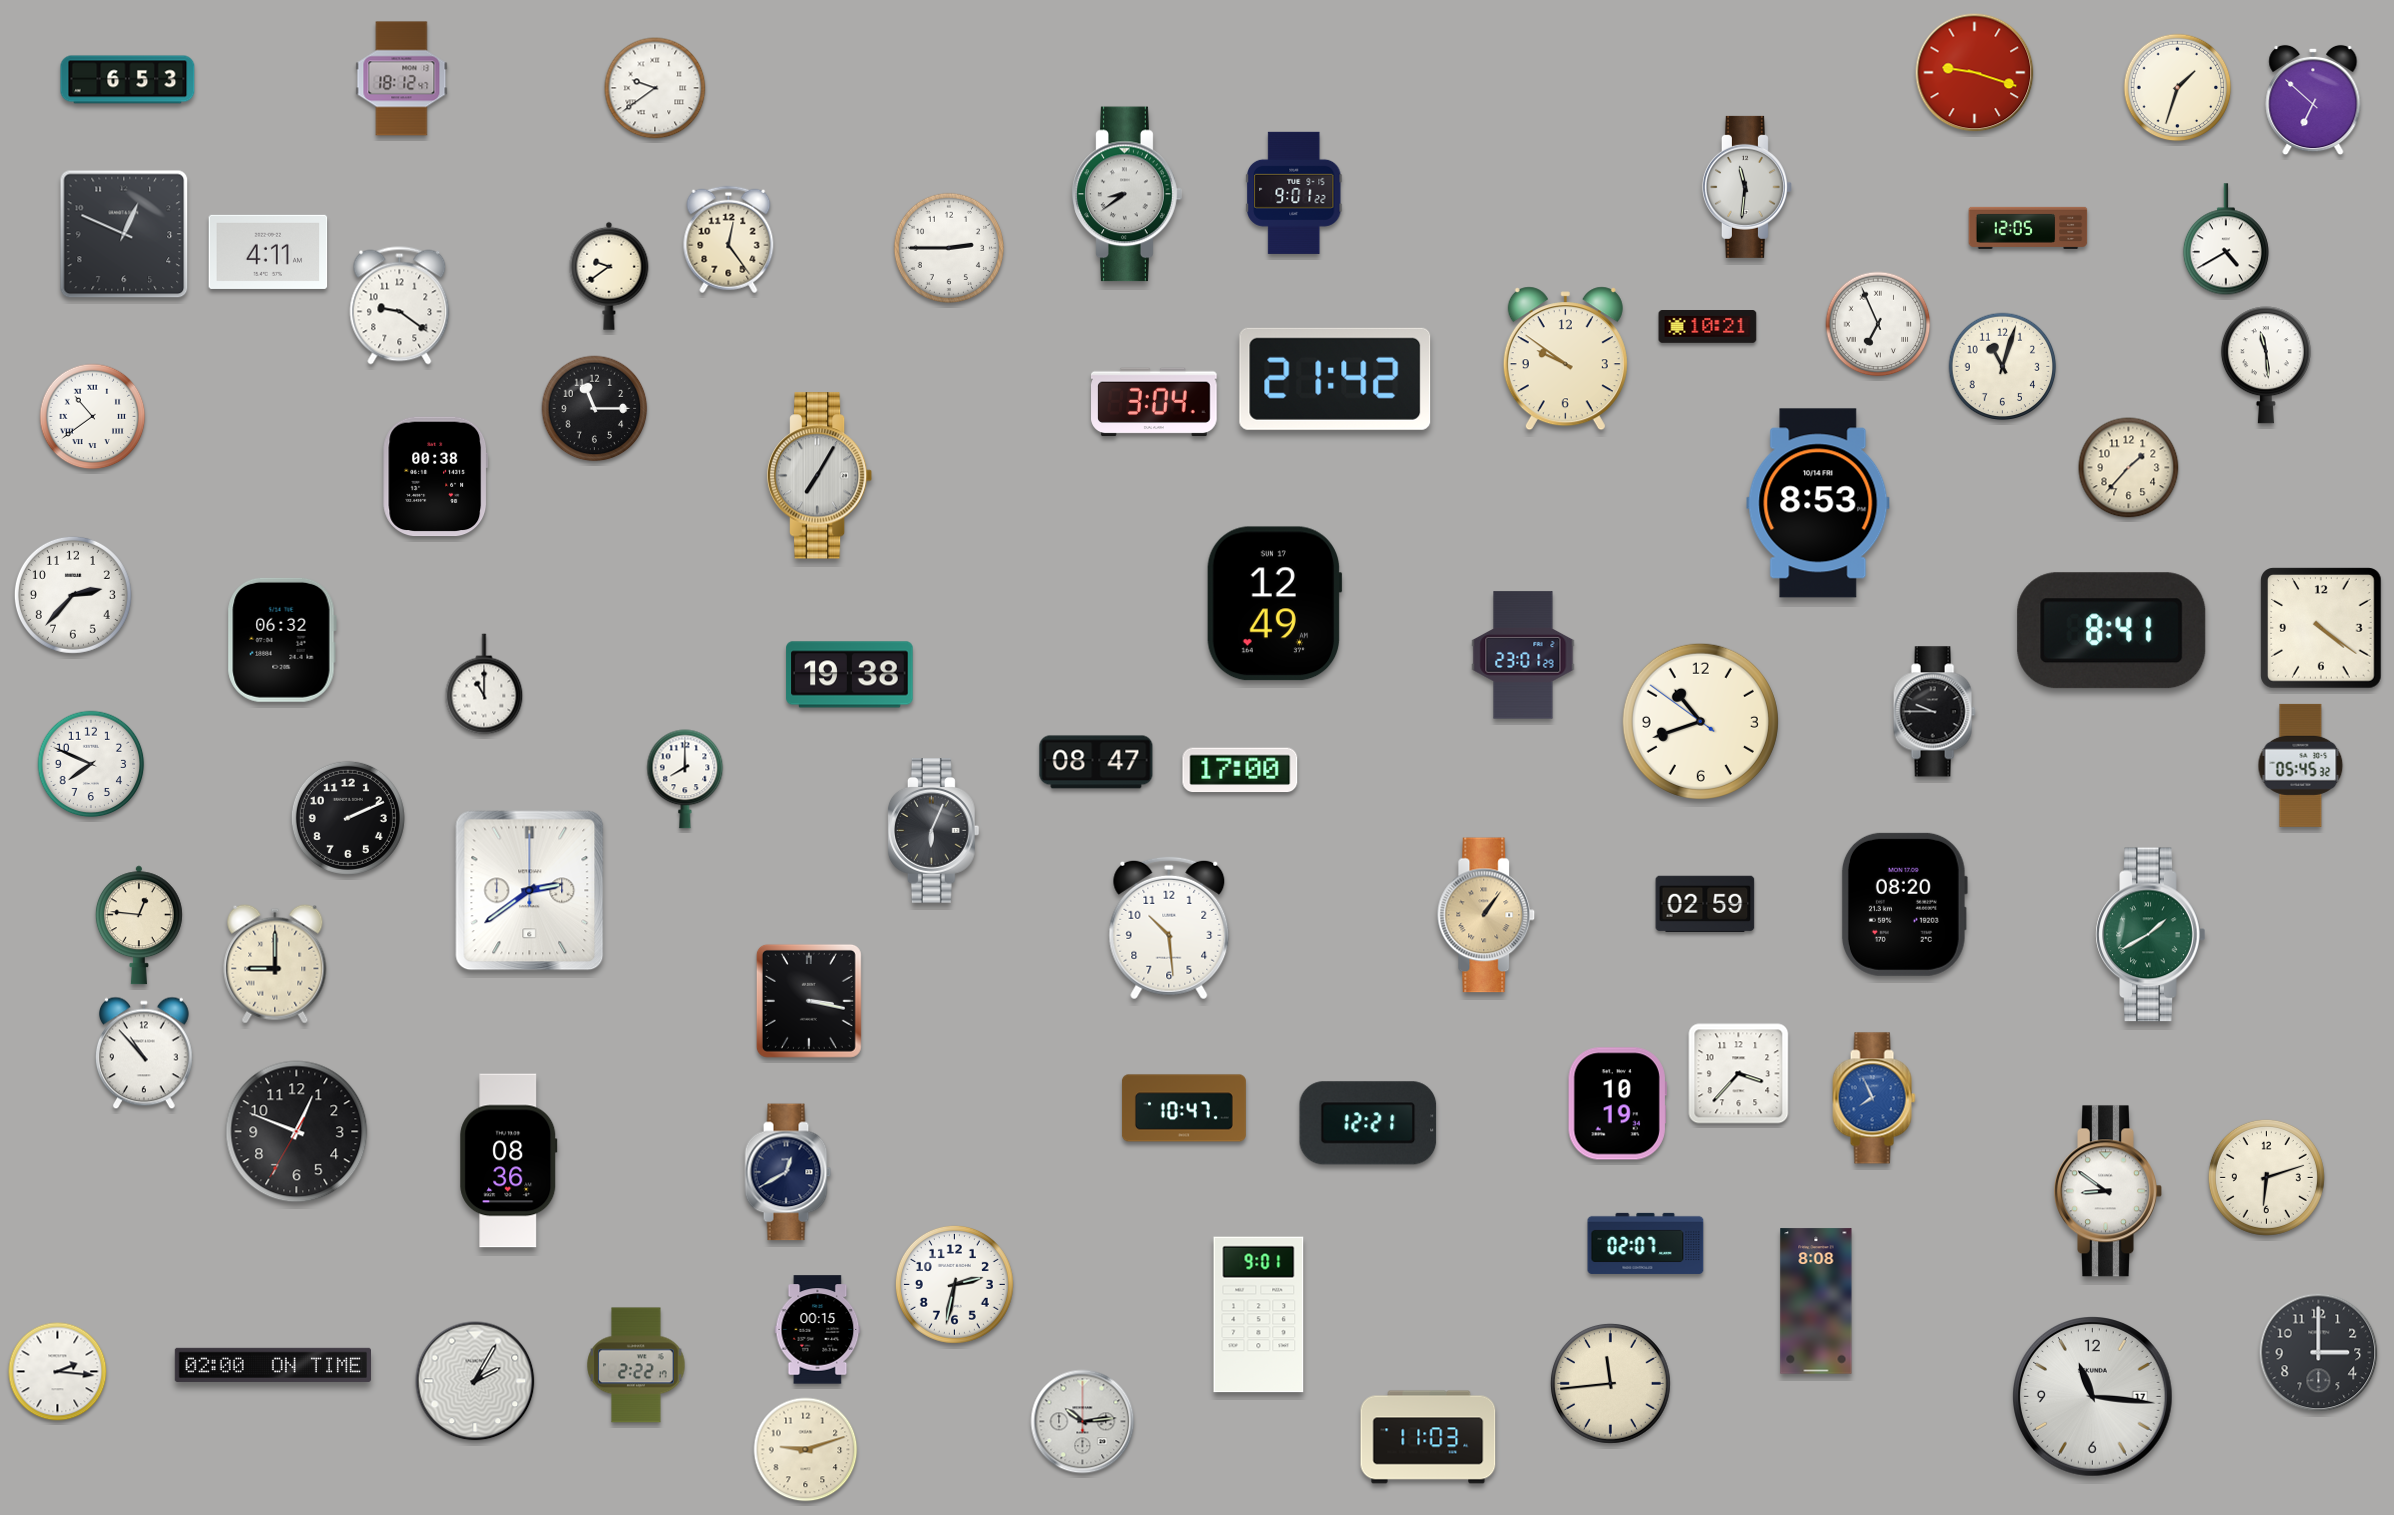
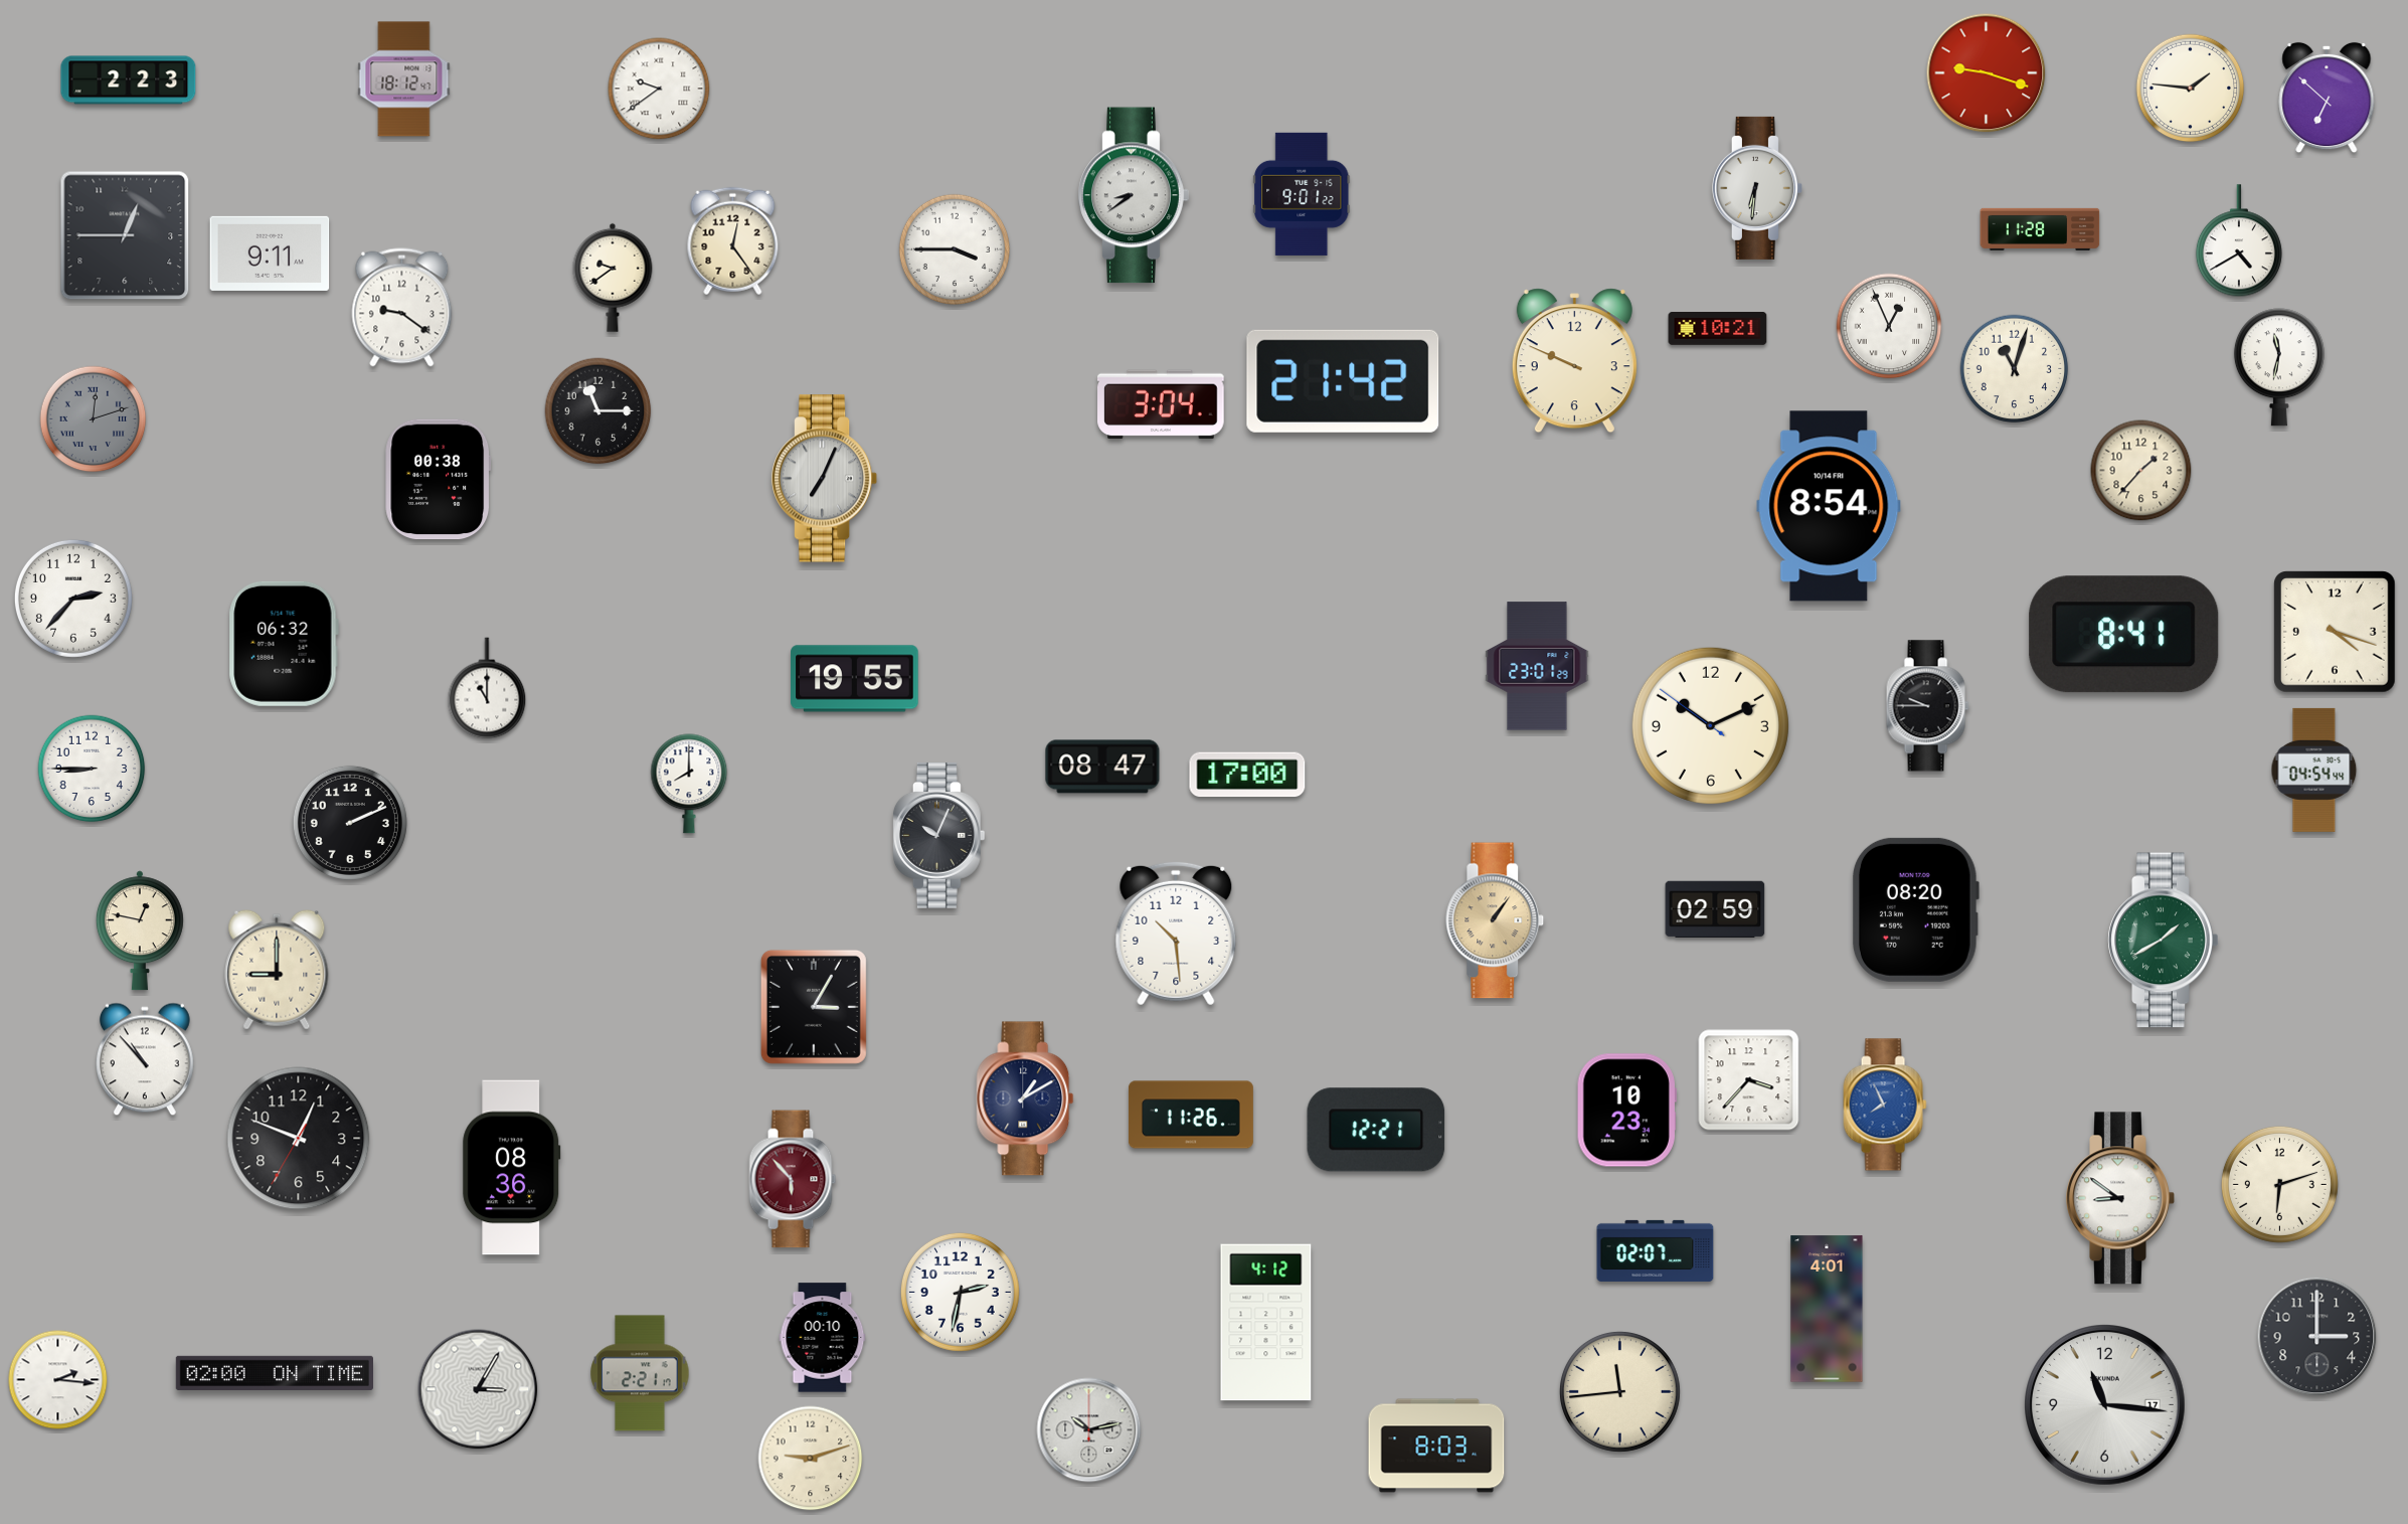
clock at (128, 80): 6:53 -> 2:23
clock at (2178, 88): 1:33 -> 1:46
clock at (2313, 100) position: (2313, 100) -> (2327, 98)
clock at (1747, 187): 11:31 -> 6:31
clock at (2028, 228): 12:05 -> 11:28
clock at (124, 234): 12:49 -> 12:45
clock at (948, 247): 2:45 -> 3:45
clock at (268, 252): 4:11 -> 9:11
clock at (1878, 324): 6:56 -> 12:56
clock at (1565, 359): 9:51 -> 9:49
clock at (2266, 365): 11:29 -> 11:32
clock at (93, 417): 10:39 -> 12:12
clock at (93, 417) dial: white -> grey
clock at (820, 476): 7:05 -> 7:04
clock at (1818, 503): 8:53 -> 8:54
clock at (1274, 604): 12:49 -> none
clock at (2321, 628): 4:21 -> 4:18
clock at (1523, 655) position: (1523, 655) -> (1537, 666)
clock at (850, 675): 19:38 -> 19:55
clock at (1934, 712) position: (1934, 712) -> (1927, 706)
clock at (1700, 721): 10:41 -> 10:10
clock at (91, 764): 7:49 -> 8:45
clock at (2301, 765): 05:45 -> 04:54
clock at (933, 831): 6:04 -> 10:04
clock at (530, 891): 2:39 -> none
clock at (139, 925): 12:46 -> 12:47
clock at (809, 1001): 3:17 -> 3:05
clock at (1025, 1098): none -> 1:10
clock at (1617, 1104): 10:19 -> 10:23
clock at (1184, 1108): 10:47 -> 11:26
clock at (788, 1172): 12:40 -> 5:53
clock at (788, 1172) dial: navy -> burgundy
clock at (1816, 1301): 8:08 -> 4:01
clock at (1259, 1315): 9:01 -> 4:12
clock at (818, 1330): 00:15 -> 00:10
clock at (2319, 1353) position: (2319, 1353) -> (2317, 1337)
clock at (636, 1365): 2:22 -> 2:21
clock at (475, 1381): 2:05 -> 3:05
clock at (1083, 1422): 10:14 -> 10:13
clock at (1428, 1437): 11:03 -> 8:03
